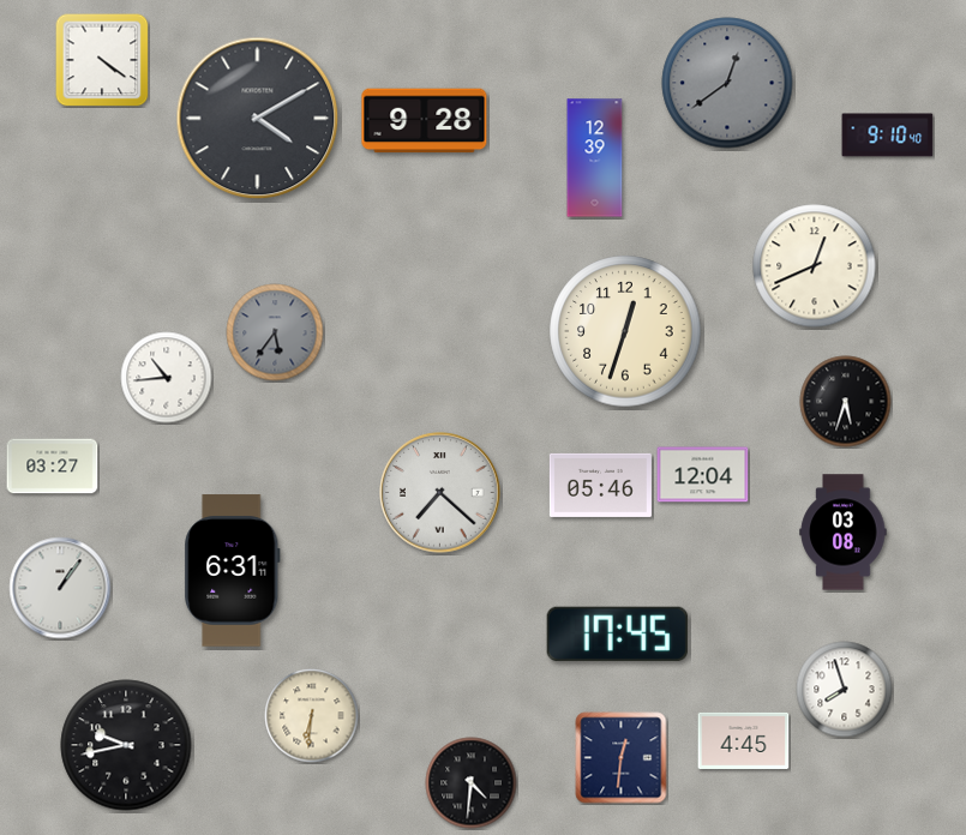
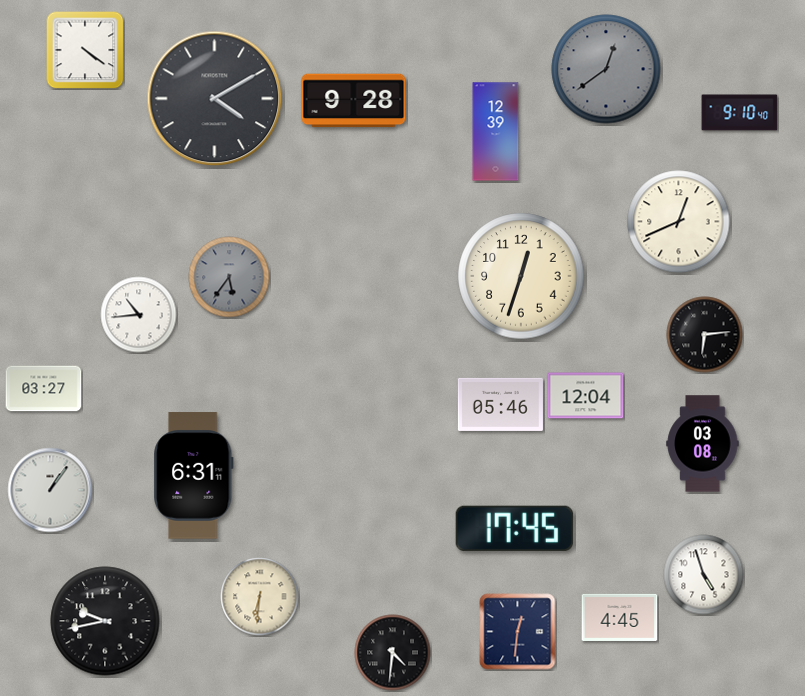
clock at (846, 402): 5:33 -> 6:14
clock at (440, 493): 7:22 -> none
clock at (845, 690): 7:57 -> 4:57
